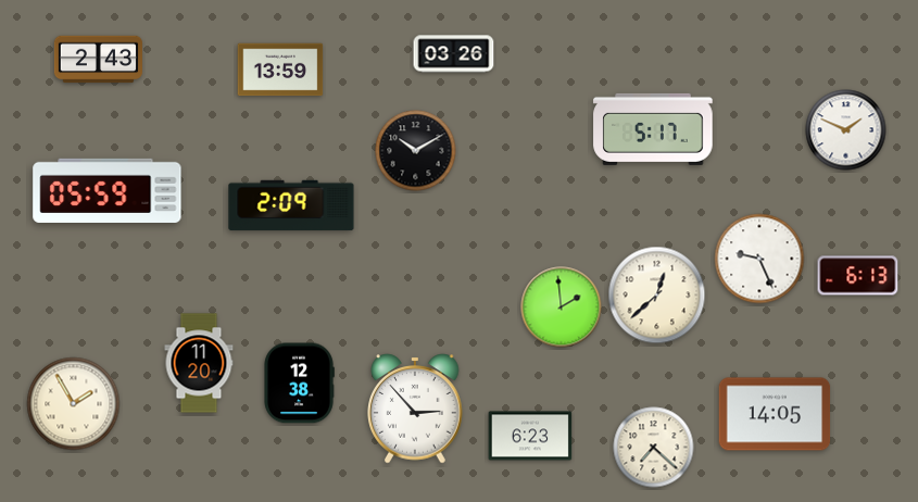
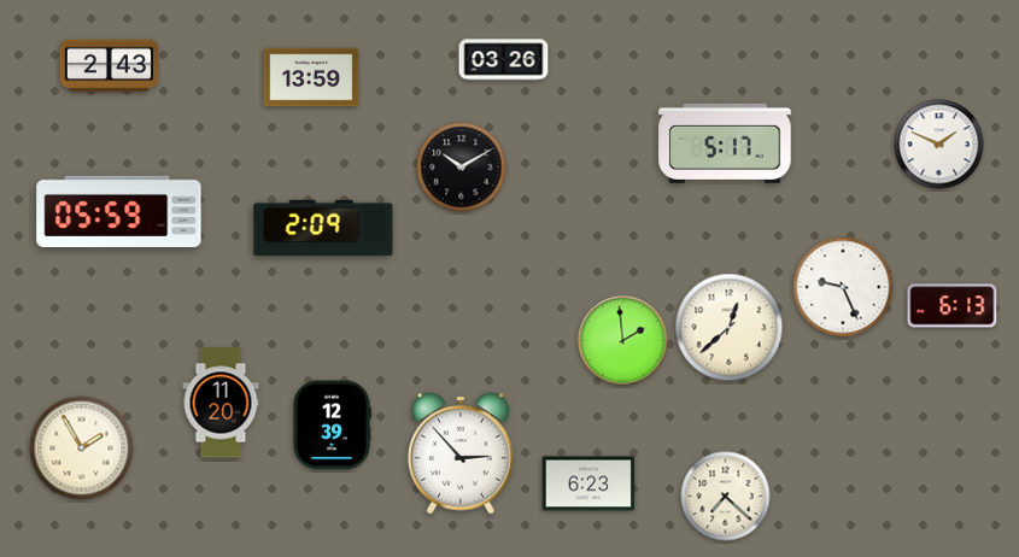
clock at (299, 384): 12:38 -> 12:39
clock at (775, 414): 14:05 -> none
